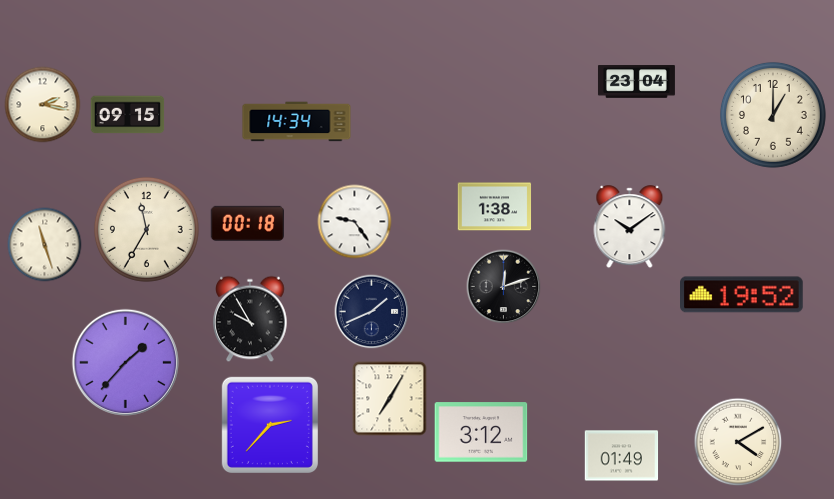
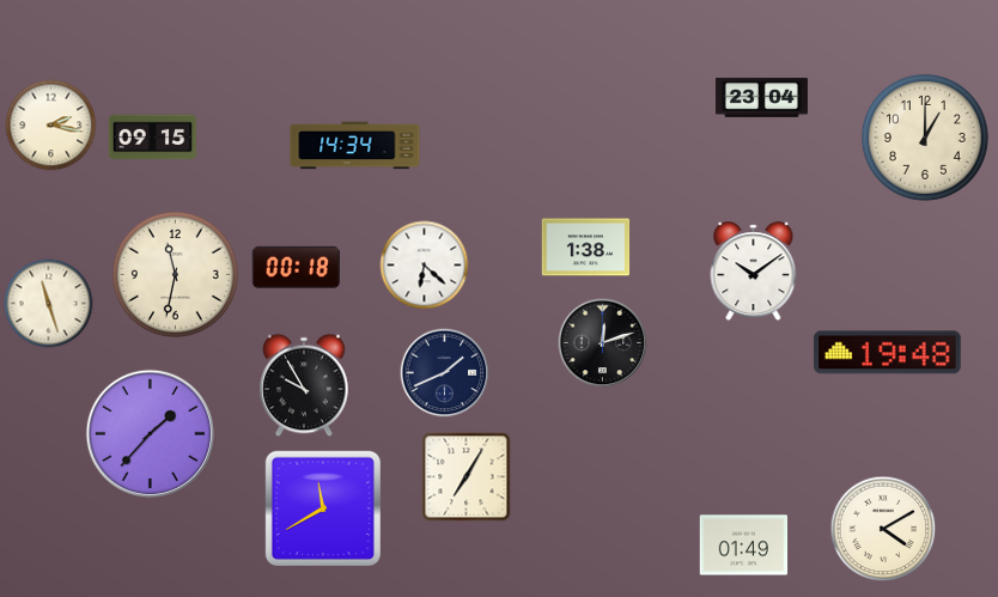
clock at (495, 207) position: (495, 207) -> (586, 248)
clock at (355, 222): 9:24 -> 6:22
clock at (146, 229): 11:35 -> 11:32
clock at (45, 245) position: (45, 245) -> (49, 304)
clock at (742, 295): 19:52 -> 19:48
clock at (250, 319) position: (250, 319) -> (304, 385)
clock at (270, 425): 2:37 -> 11:40
clock at (481, 432): 3:12 -> none
